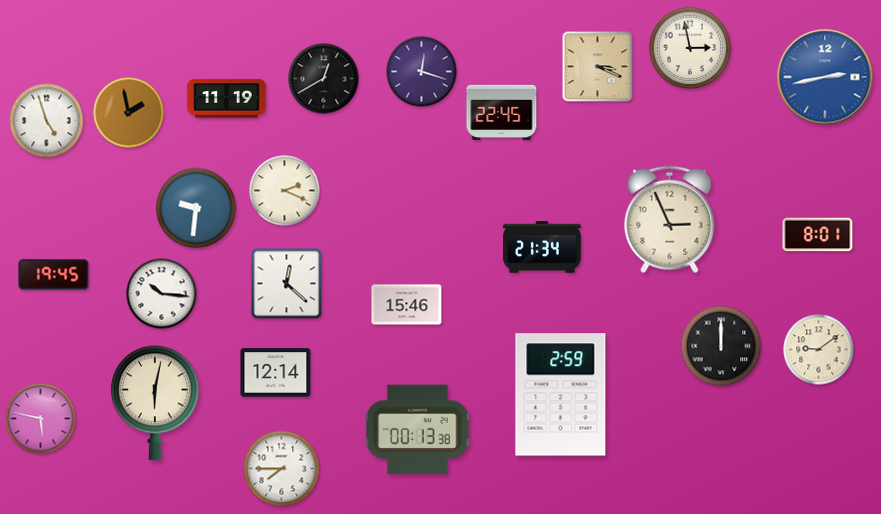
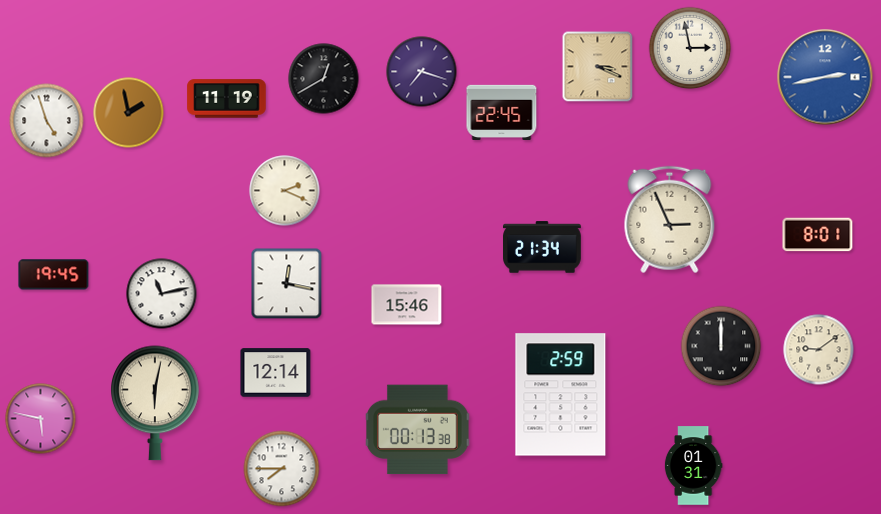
clock at (422, 72): 12:18 -> 7:18
clock at (196, 208): 9:31 -> none
clock at (287, 284): 12:22 -> 12:17
clock at (162, 294): 10:16 -> 11:13
clock at (693, 466): none -> 01:31
